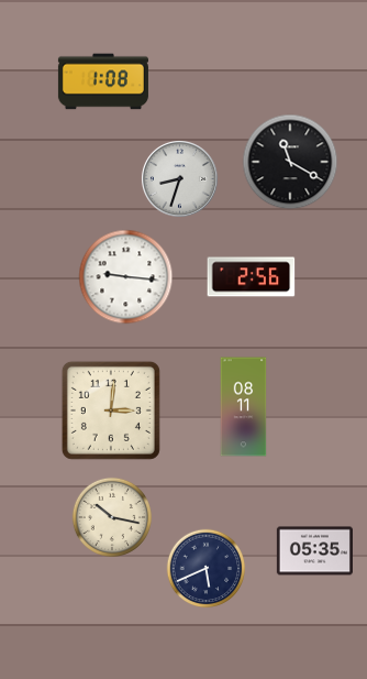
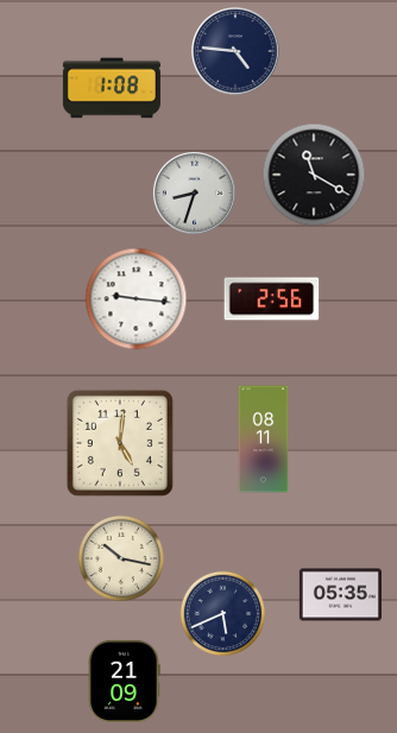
clock at (235, 51): none -> 4:46
clock at (111, 410): 3:01 -> 5:01
clock at (124, 681): none -> 21:09
